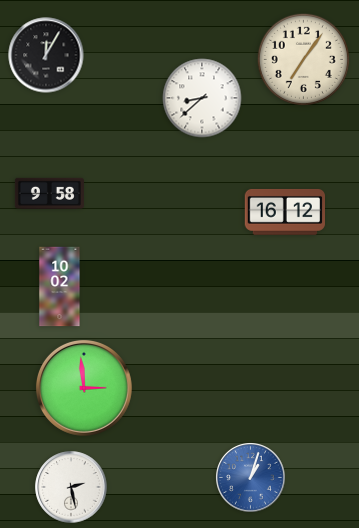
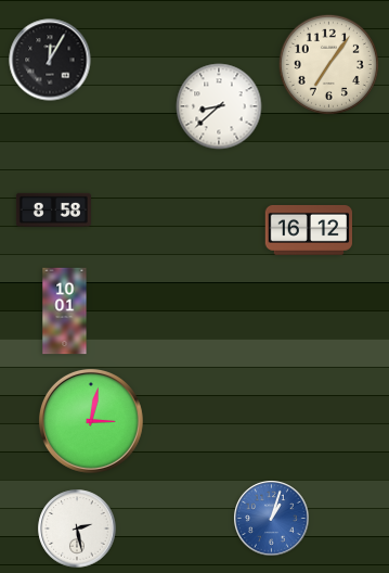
clock at (49, 193): 9:58 -> 8:58
clock at (60, 287): 10:02 -> 10:01
clock at (84, 388): 2:59 -> 3:02
